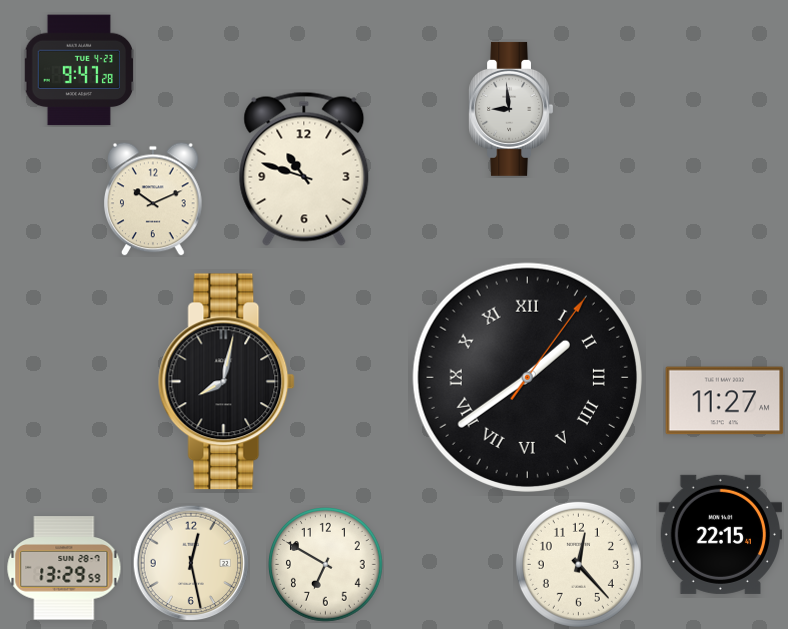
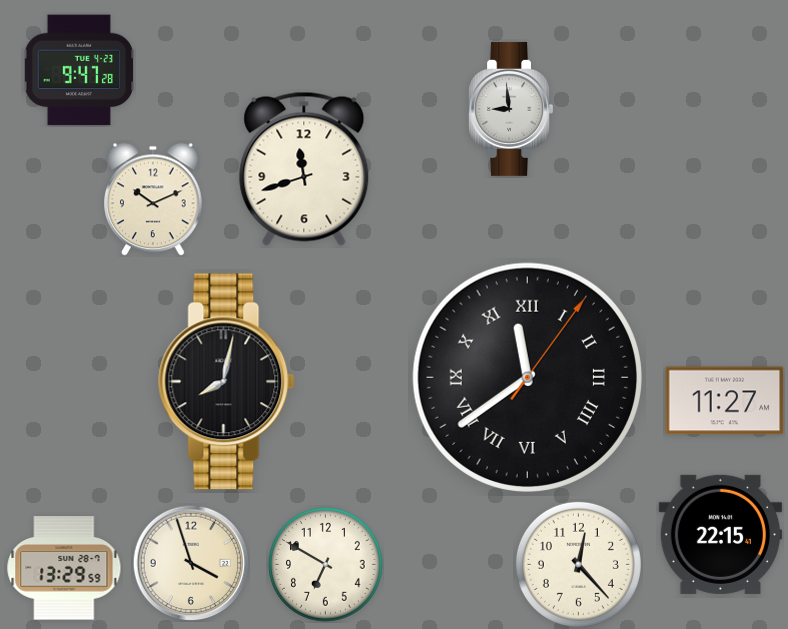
clock at (304, 169): 10:48 -> 11:42
clock at (527, 377): 1:39 -> 11:39
clock at (191, 563): 12:28 -> 3:57
